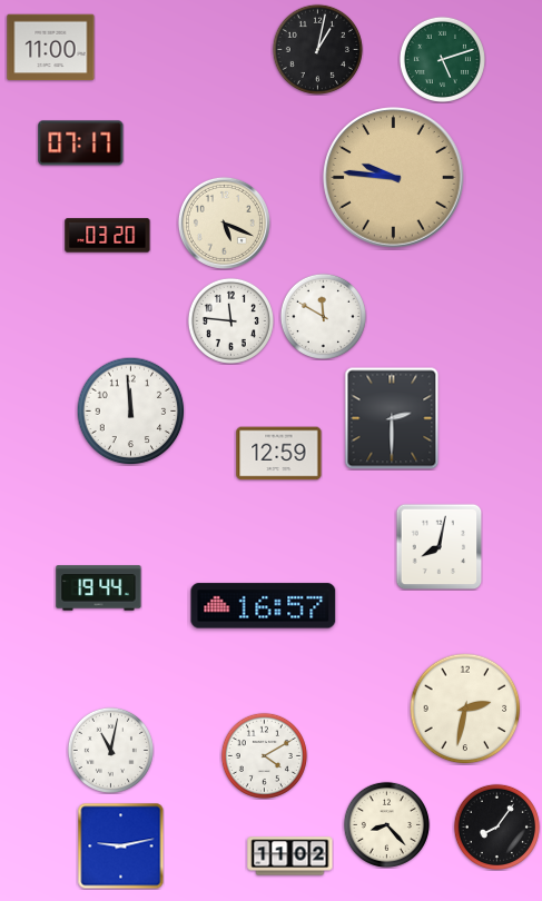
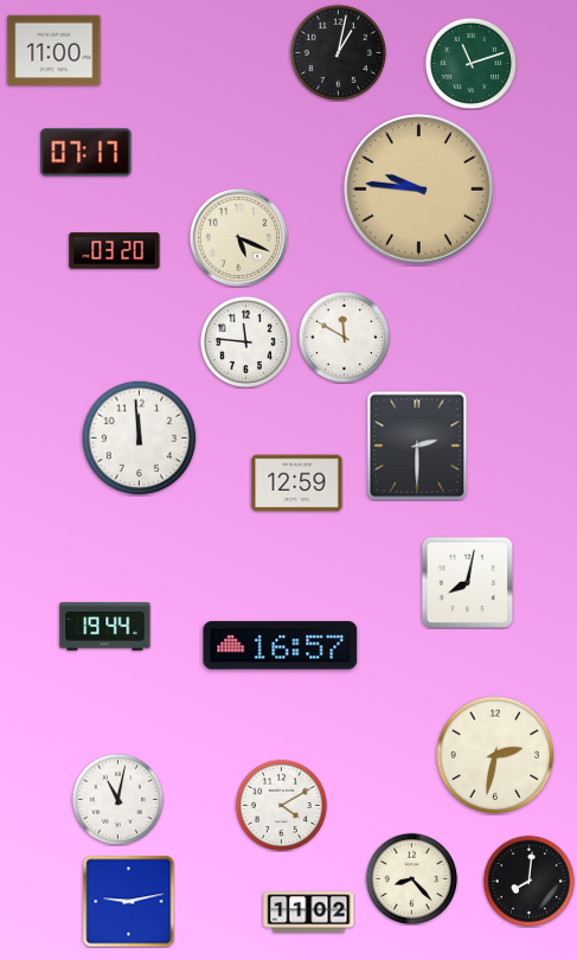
clock at (442, 59): 5:12 -> 11:12
clock at (496, 826): 8:06 -> 8:01
